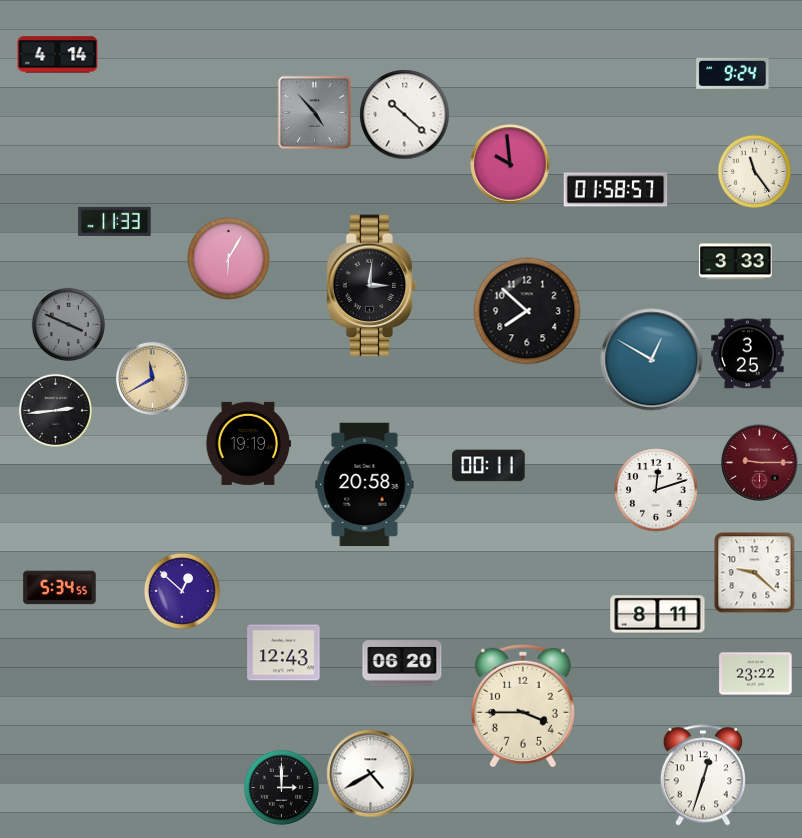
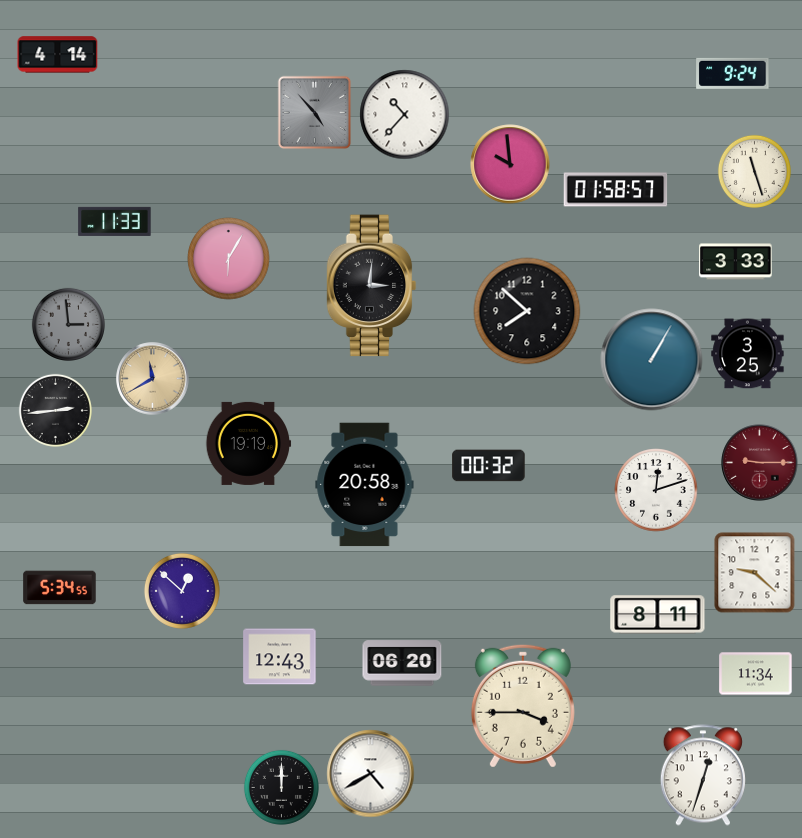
clock at (405, 115): 10:22 -> 10:37
clock at (754, 171): 11:24 -> 11:27
clock at (68, 324): 3:49 -> 2:59
clock at (652, 360): 12:50 -> 1:05
clock at (489, 466): 00:11 -> 00:32
clock at (284, 653) position: (284, 653) -> (280, 657)
clock at (756, 674): 23:22 -> 11:34
clock at (281, 787): 3:00 -> 12:00
